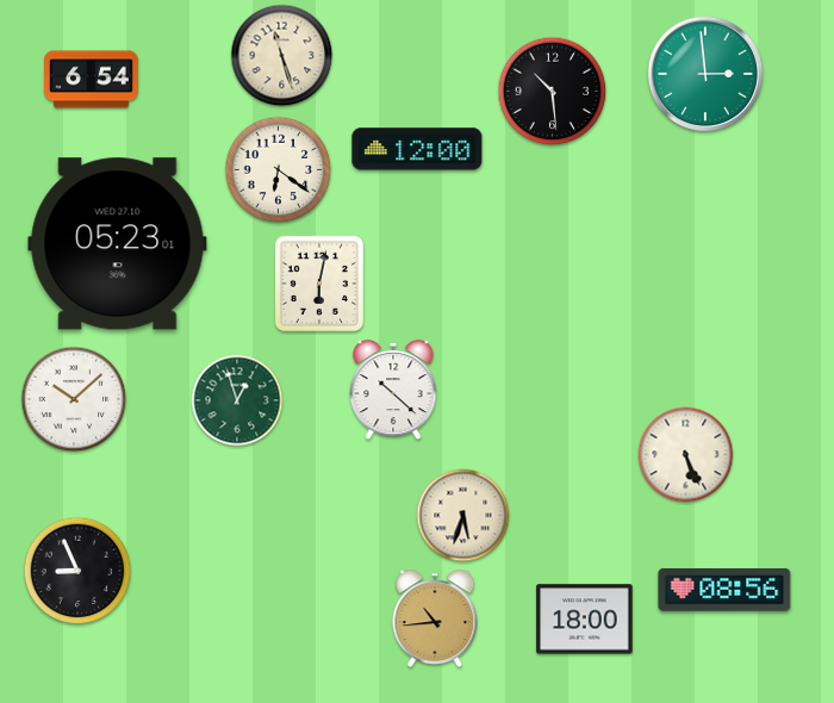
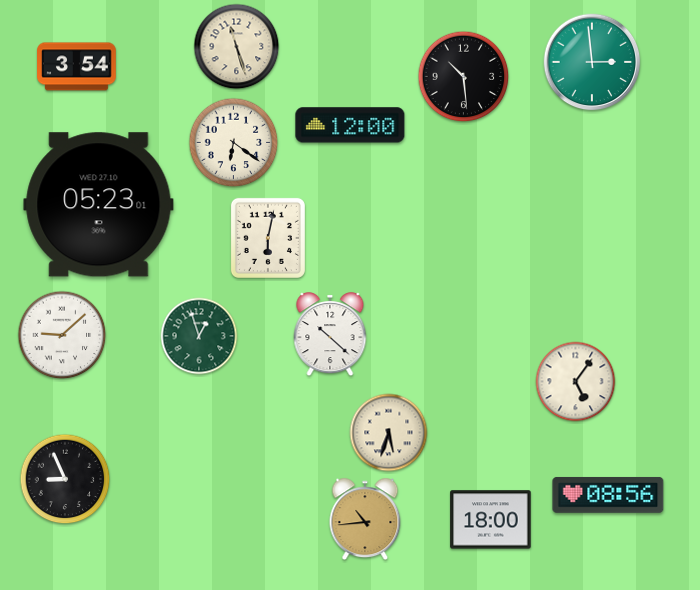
clock at (92, 80): 6:54 -> 3:54
clock at (393, 391) position: (393, 391) -> (330, 335)
clock at (74, 399): 10:08 -> 9:08
clock at (686, 455): 5:26 -> 5:06
